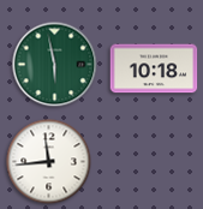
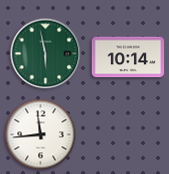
clock at (154, 68): 10:18 -> 10:14
